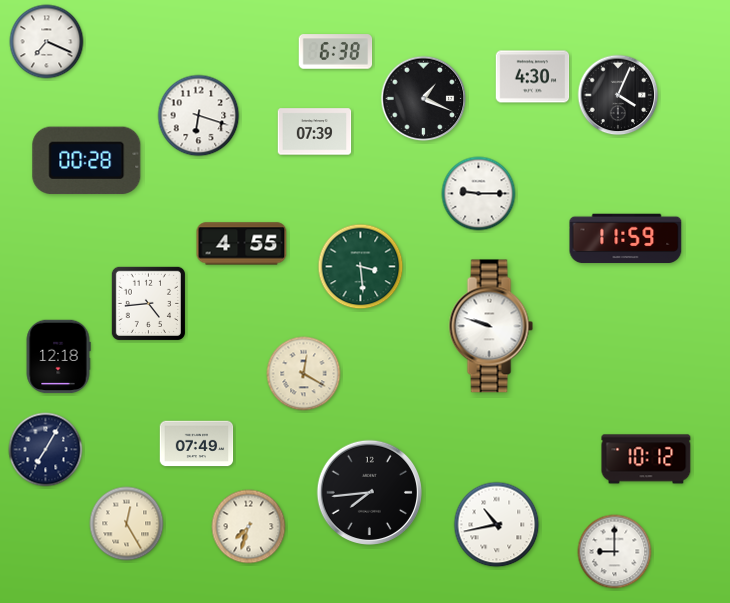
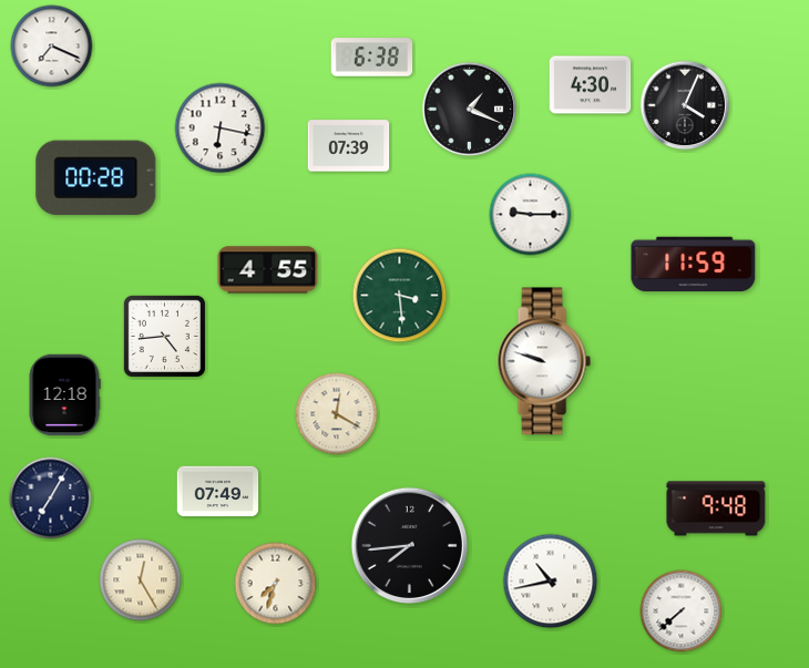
clock at (199, 116): 6:18 -> 6:17
clock at (646, 459): 10:12 -> 9:48
clock at (615, 552): 9:00 -> 7:38
